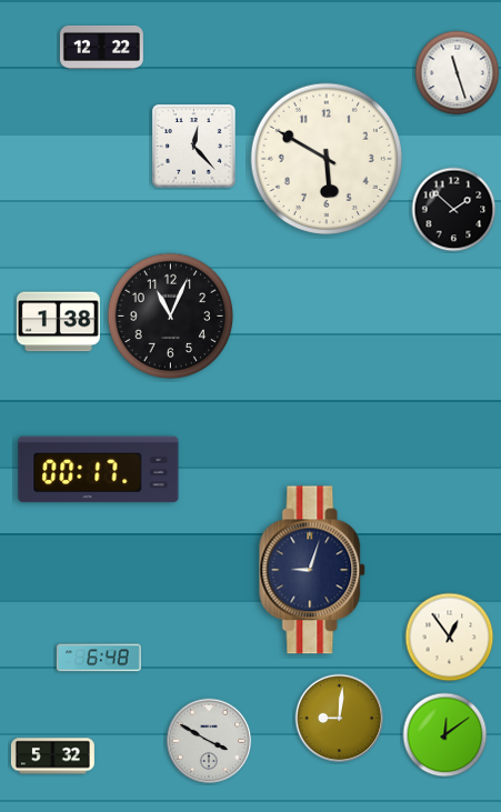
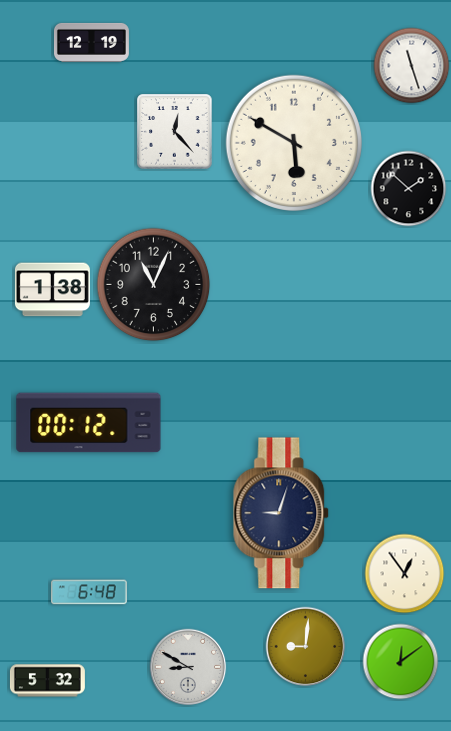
clock at (101, 47): 12:22 -> 12:19
clock at (99, 470): 00:17 -> 00:12
clock at (209, 741): 3:50 -> 8:50
